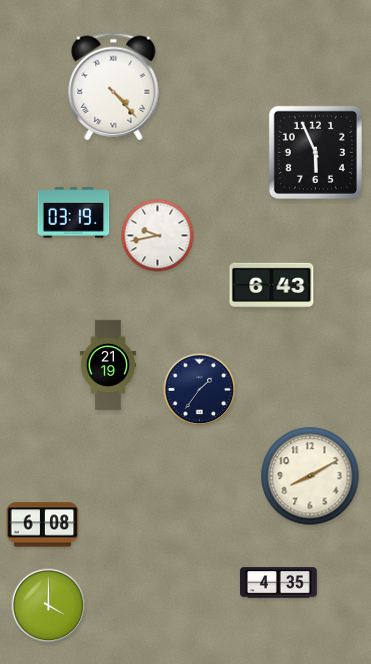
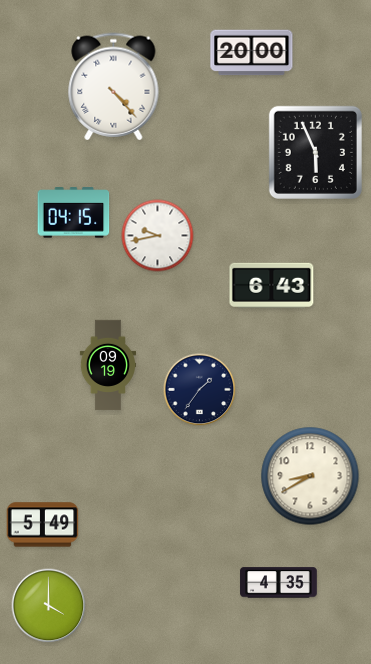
clock at (252, 53): none -> 20:00
clock at (74, 213): 03:19 -> 04:15
clock at (108, 365): 21:19 -> 09:19
clock at (310, 476): 8:10 -> 8:40
clock at (43, 525): 6:08 -> 5:49
